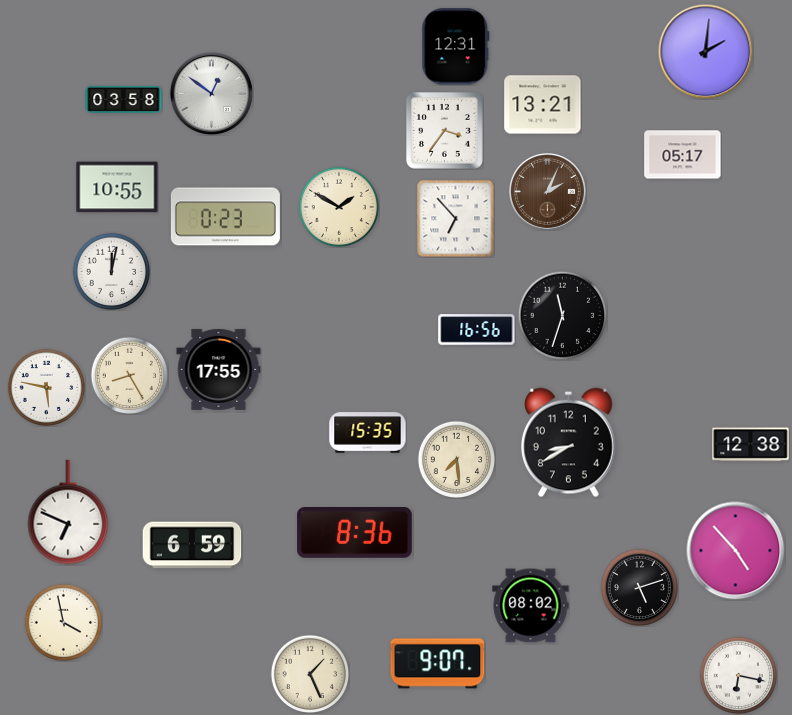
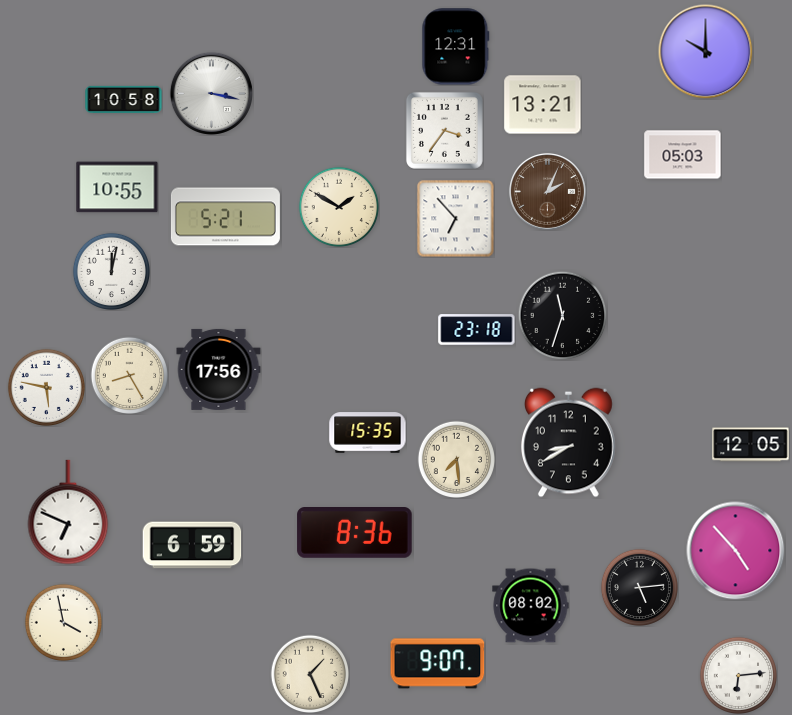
clock at (705, 51): 2:01 -> 10:00
clock at (211, 93): 12:51 -> 3:17
clock at (124, 99): 03:58 -> 10:58
clock at (683, 155): 05:17 -> 05:03
clock at (225, 217): 0:23 -> 5:21
clock at (477, 330): 16:56 -> 23:18
clock at (219, 369): 17:55 -> 17:56
clock at (751, 445): 12:38 -> 12:05
clock at (639, 587): 5:12 -> 5:14
clock at (738, 675): 6:17 -> 6:14
